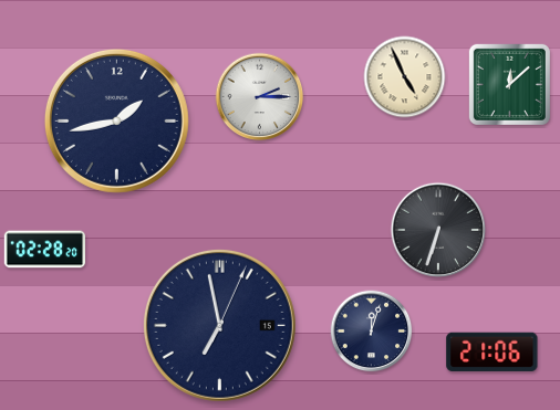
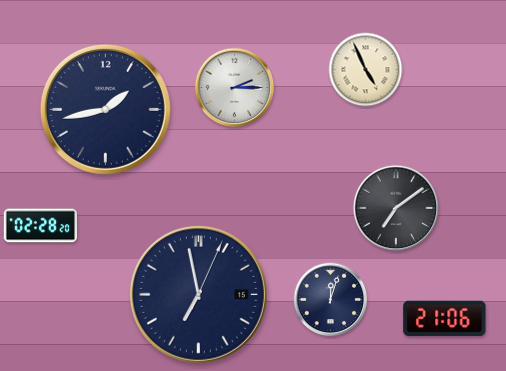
clock at (509, 84): 12:08 -> none
clock at (438, 230): 6:33 -> 7:09
clock at (372, 332) position: (372, 332) -> (331, 300)
